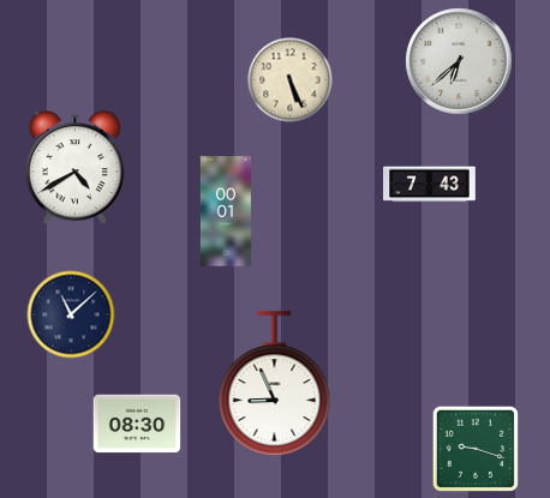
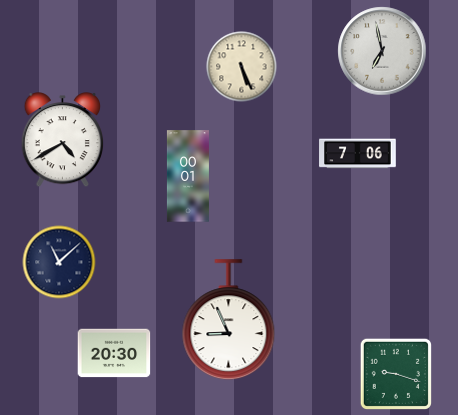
clock at (459, 61): 6:38 -> 6:58
clock at (430, 185): 7:43 -> 7:06
clock at (137, 424): 08:30 -> 20:30
